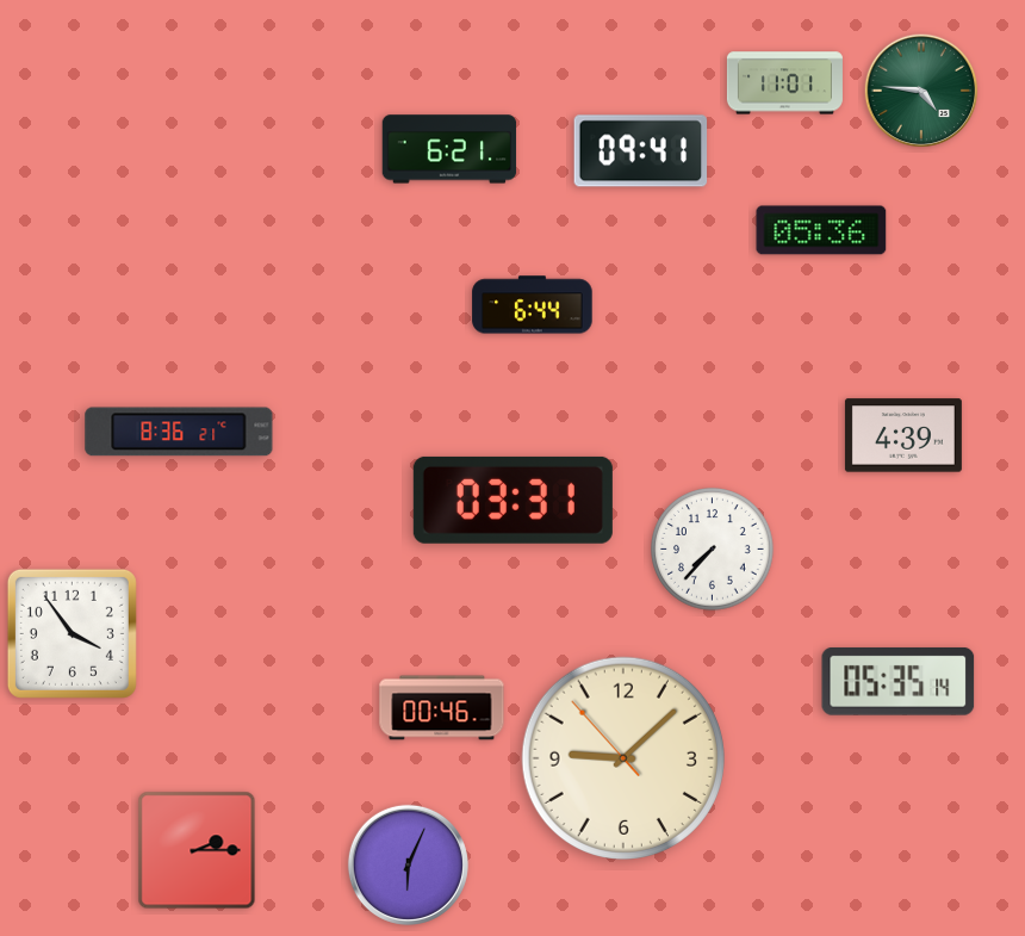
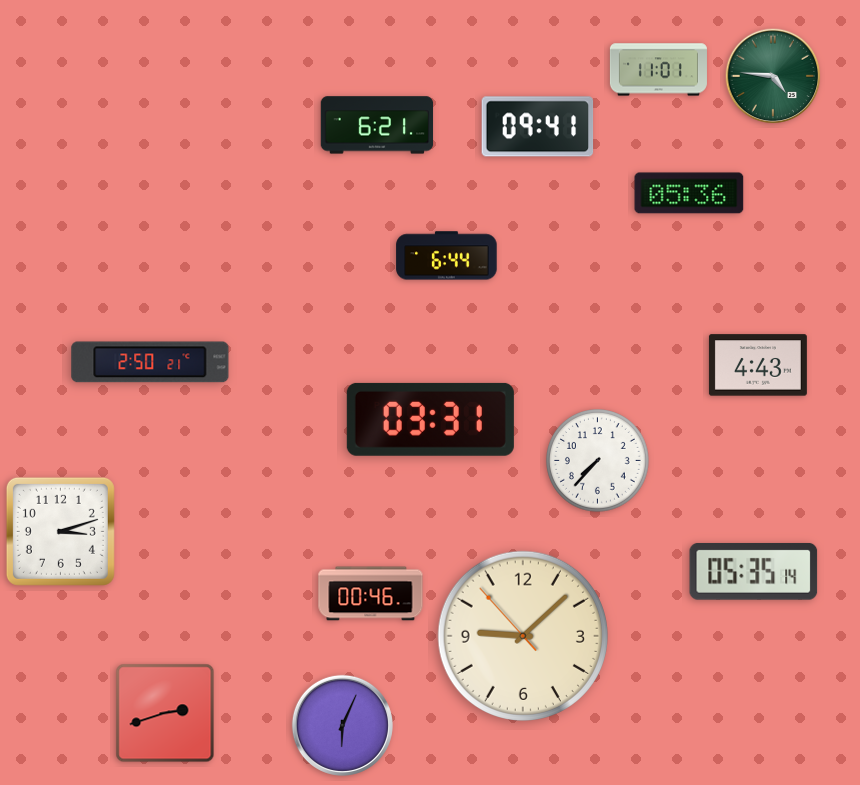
clock at (179, 432): 8:36 -> 2:50
clock at (903, 435): 4:39 -> 4:43
clock at (72, 633): 3:54 -> 3:12
clock at (197, 850): 2:15 -> 2:42
